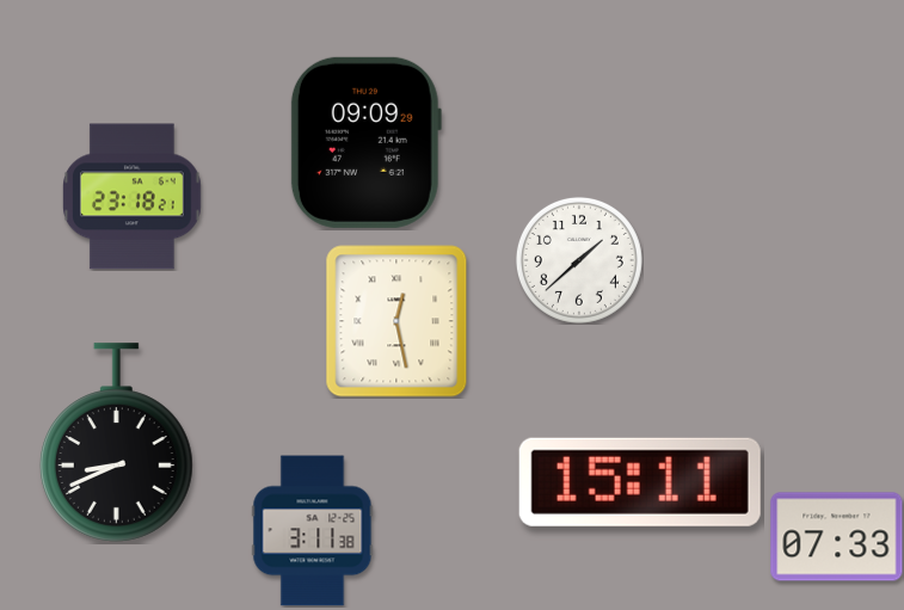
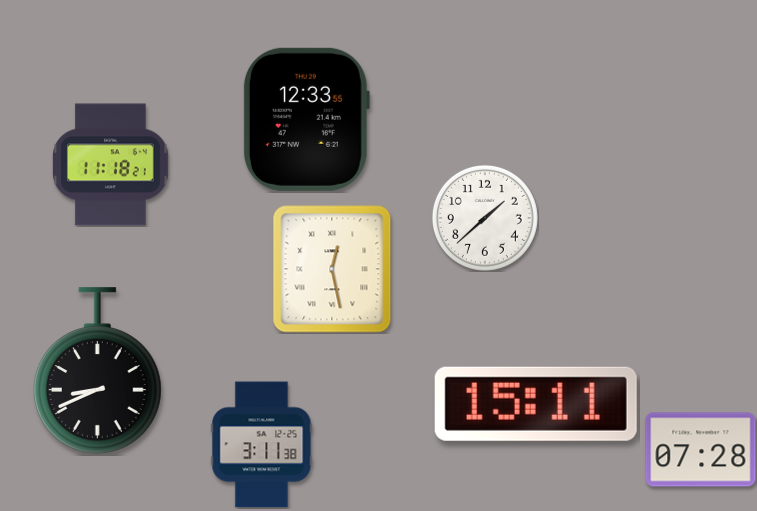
clock at (365, 142): 09:09 -> 12:33
clock at (133, 197): 23:18 -> 11:18
clock at (837, 537): 07:33 -> 07:28
